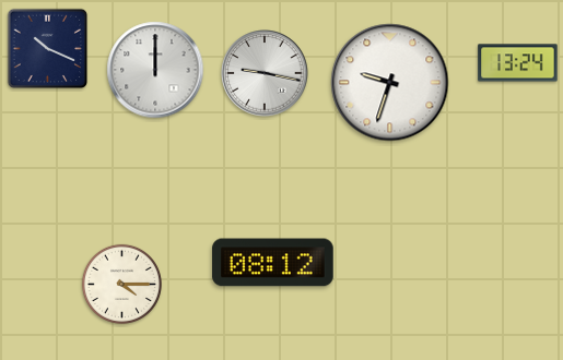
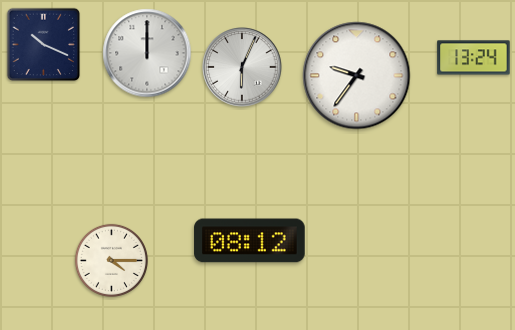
clock at (155, 70) position: (155, 70) -> (147, 53)
clock at (265, 73): 9:17 -> 6:04
clock at (390, 83): 9:33 -> 9:36
